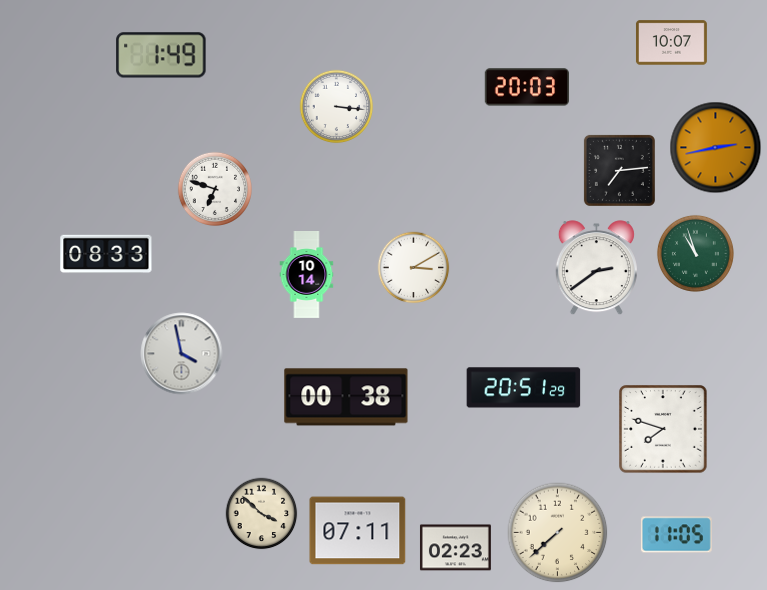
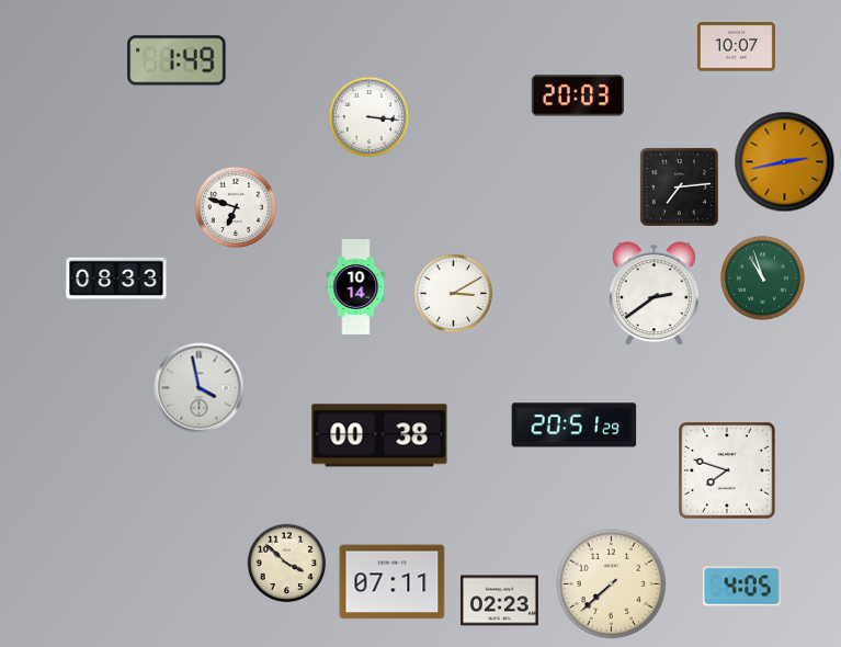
clock at (307, 275) position: (307, 275) -> (356, 287)
clock at (676, 535): 11:05 -> 4:05
